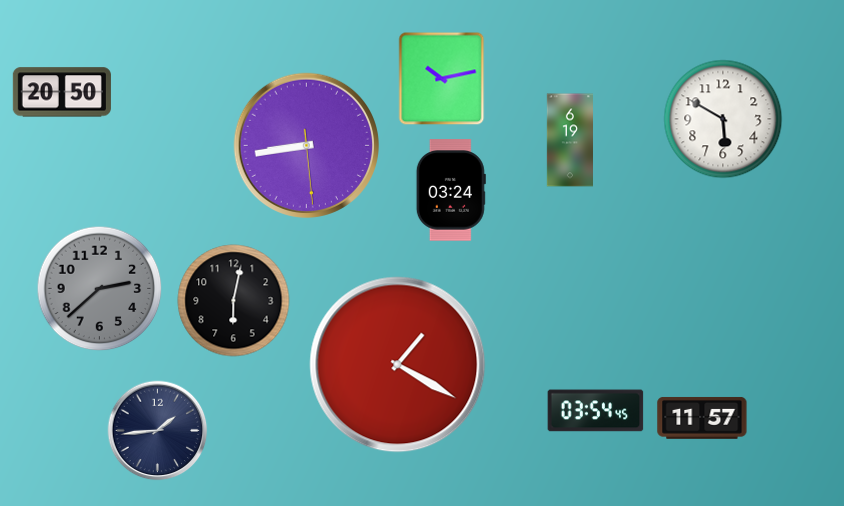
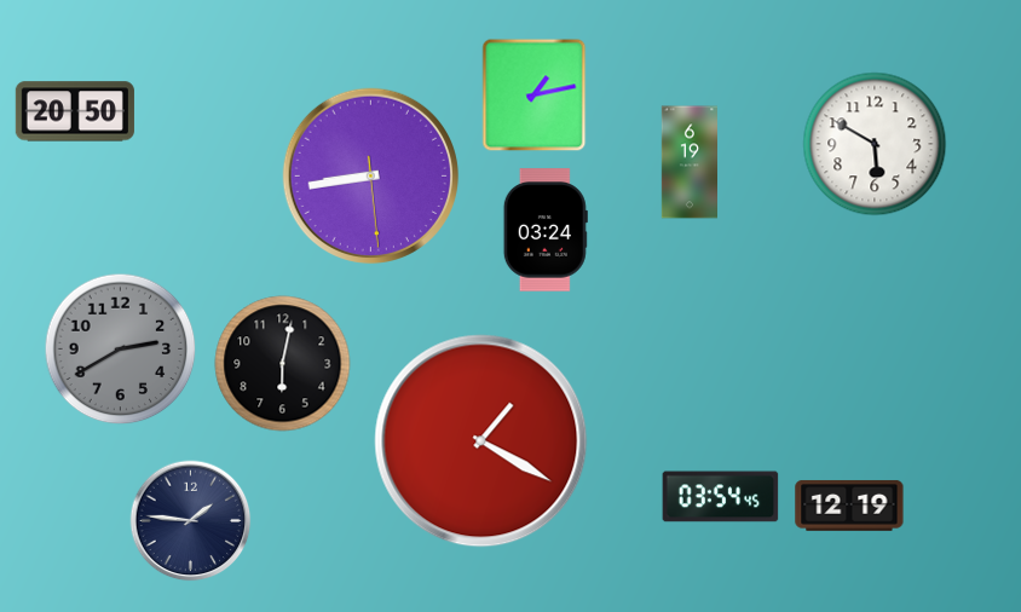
clock at (442, 79): 10:13 -> 1:13
clock at (570, 140) position: (570, 140) -> (690, 162)
clock at (100, 289): 2:38 -> 2:40
clock at (702, 418): 11:57 -> 12:19
clock at (158, 431): 1:44 -> 1:46
